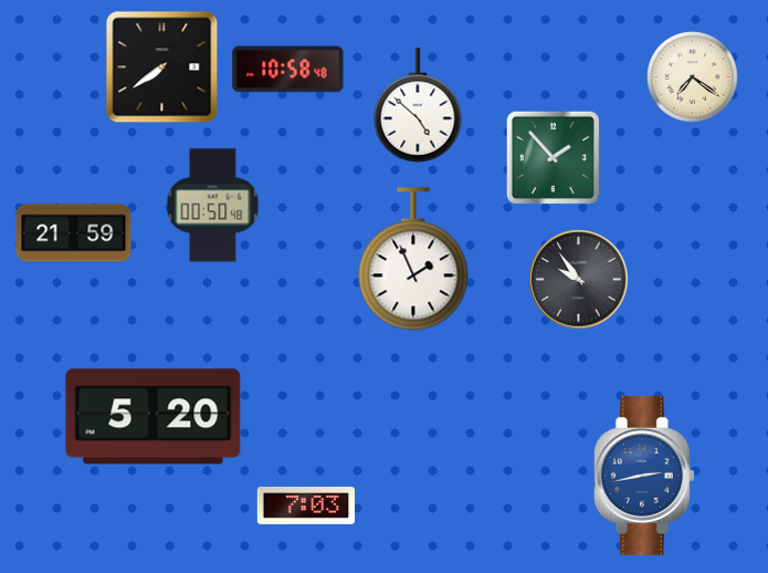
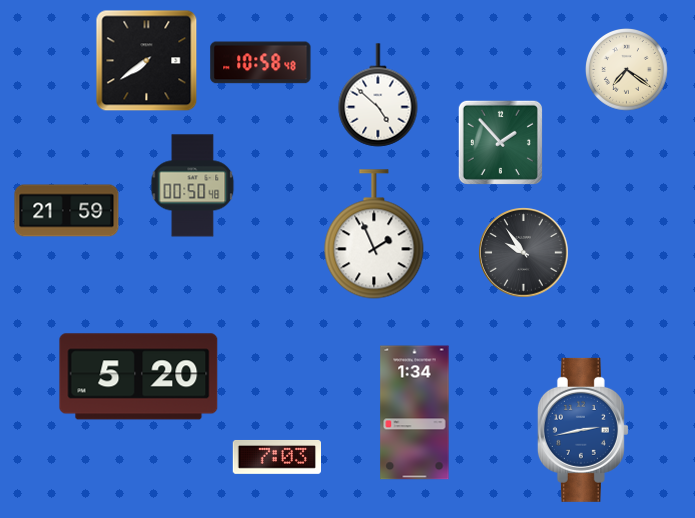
clock at (415, 413): none -> 1:34
